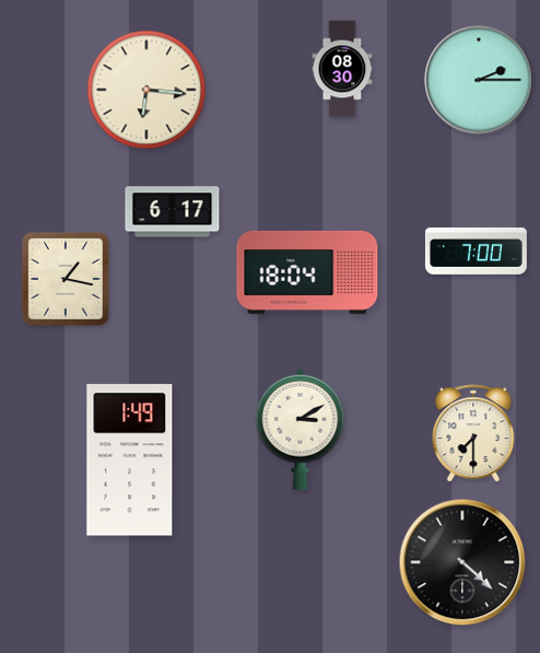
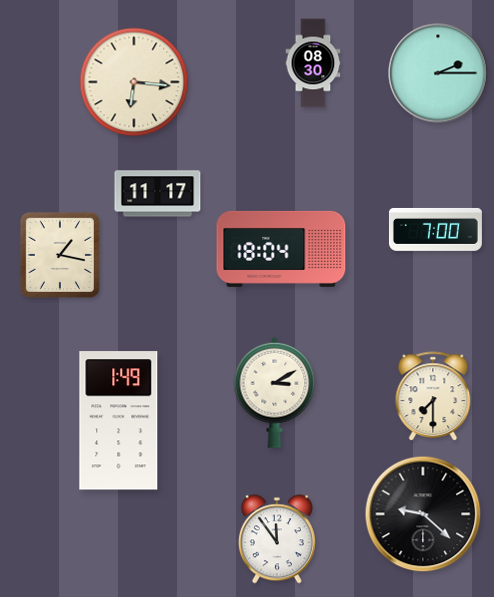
clock at (173, 212): 6:17 -> 11:17
clock at (462, 562): 4:22 -> 9:22
clock at (277, 539): none -> 11:54
